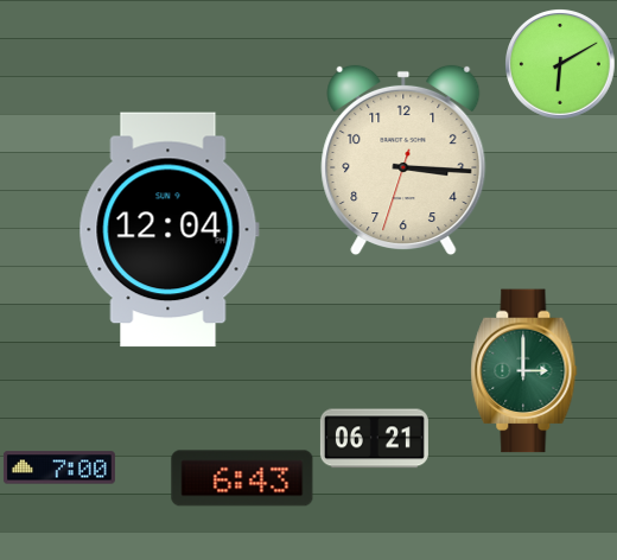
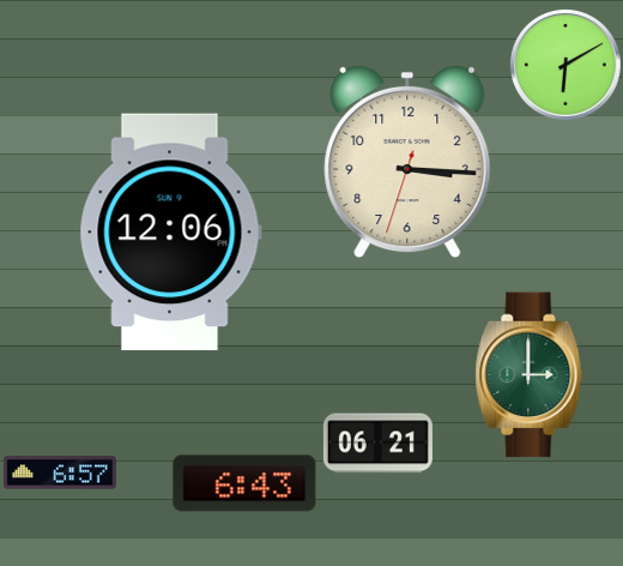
clock at (168, 230): 12:04 -> 12:06
clock at (59, 467): 7:00 -> 6:57
